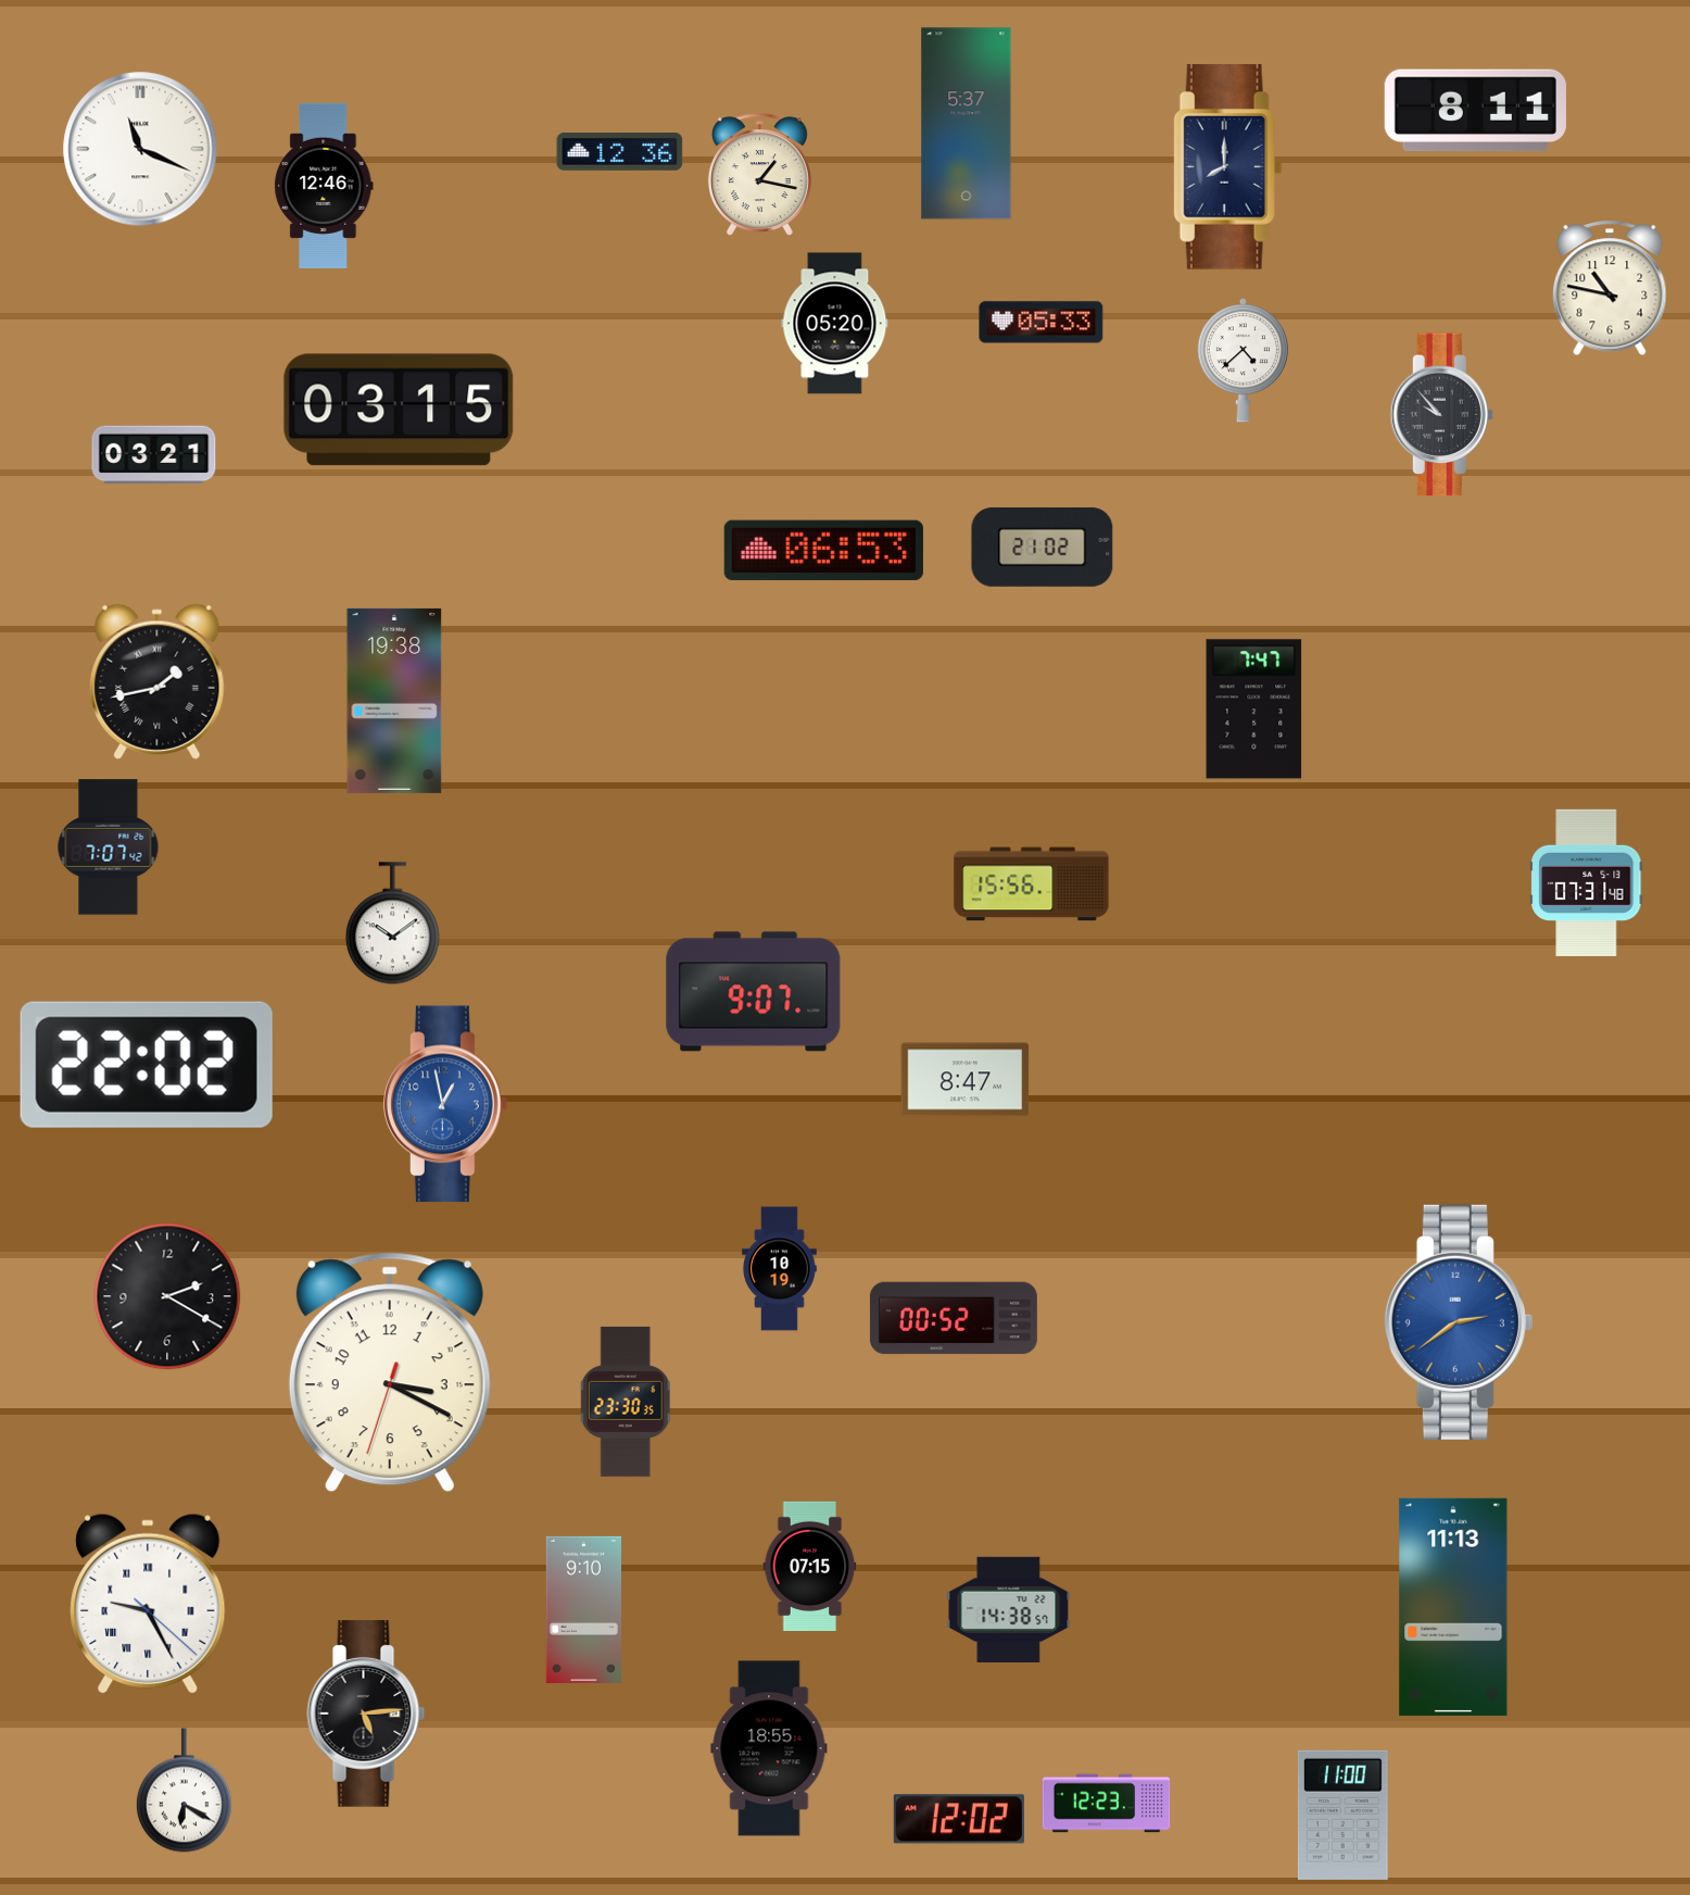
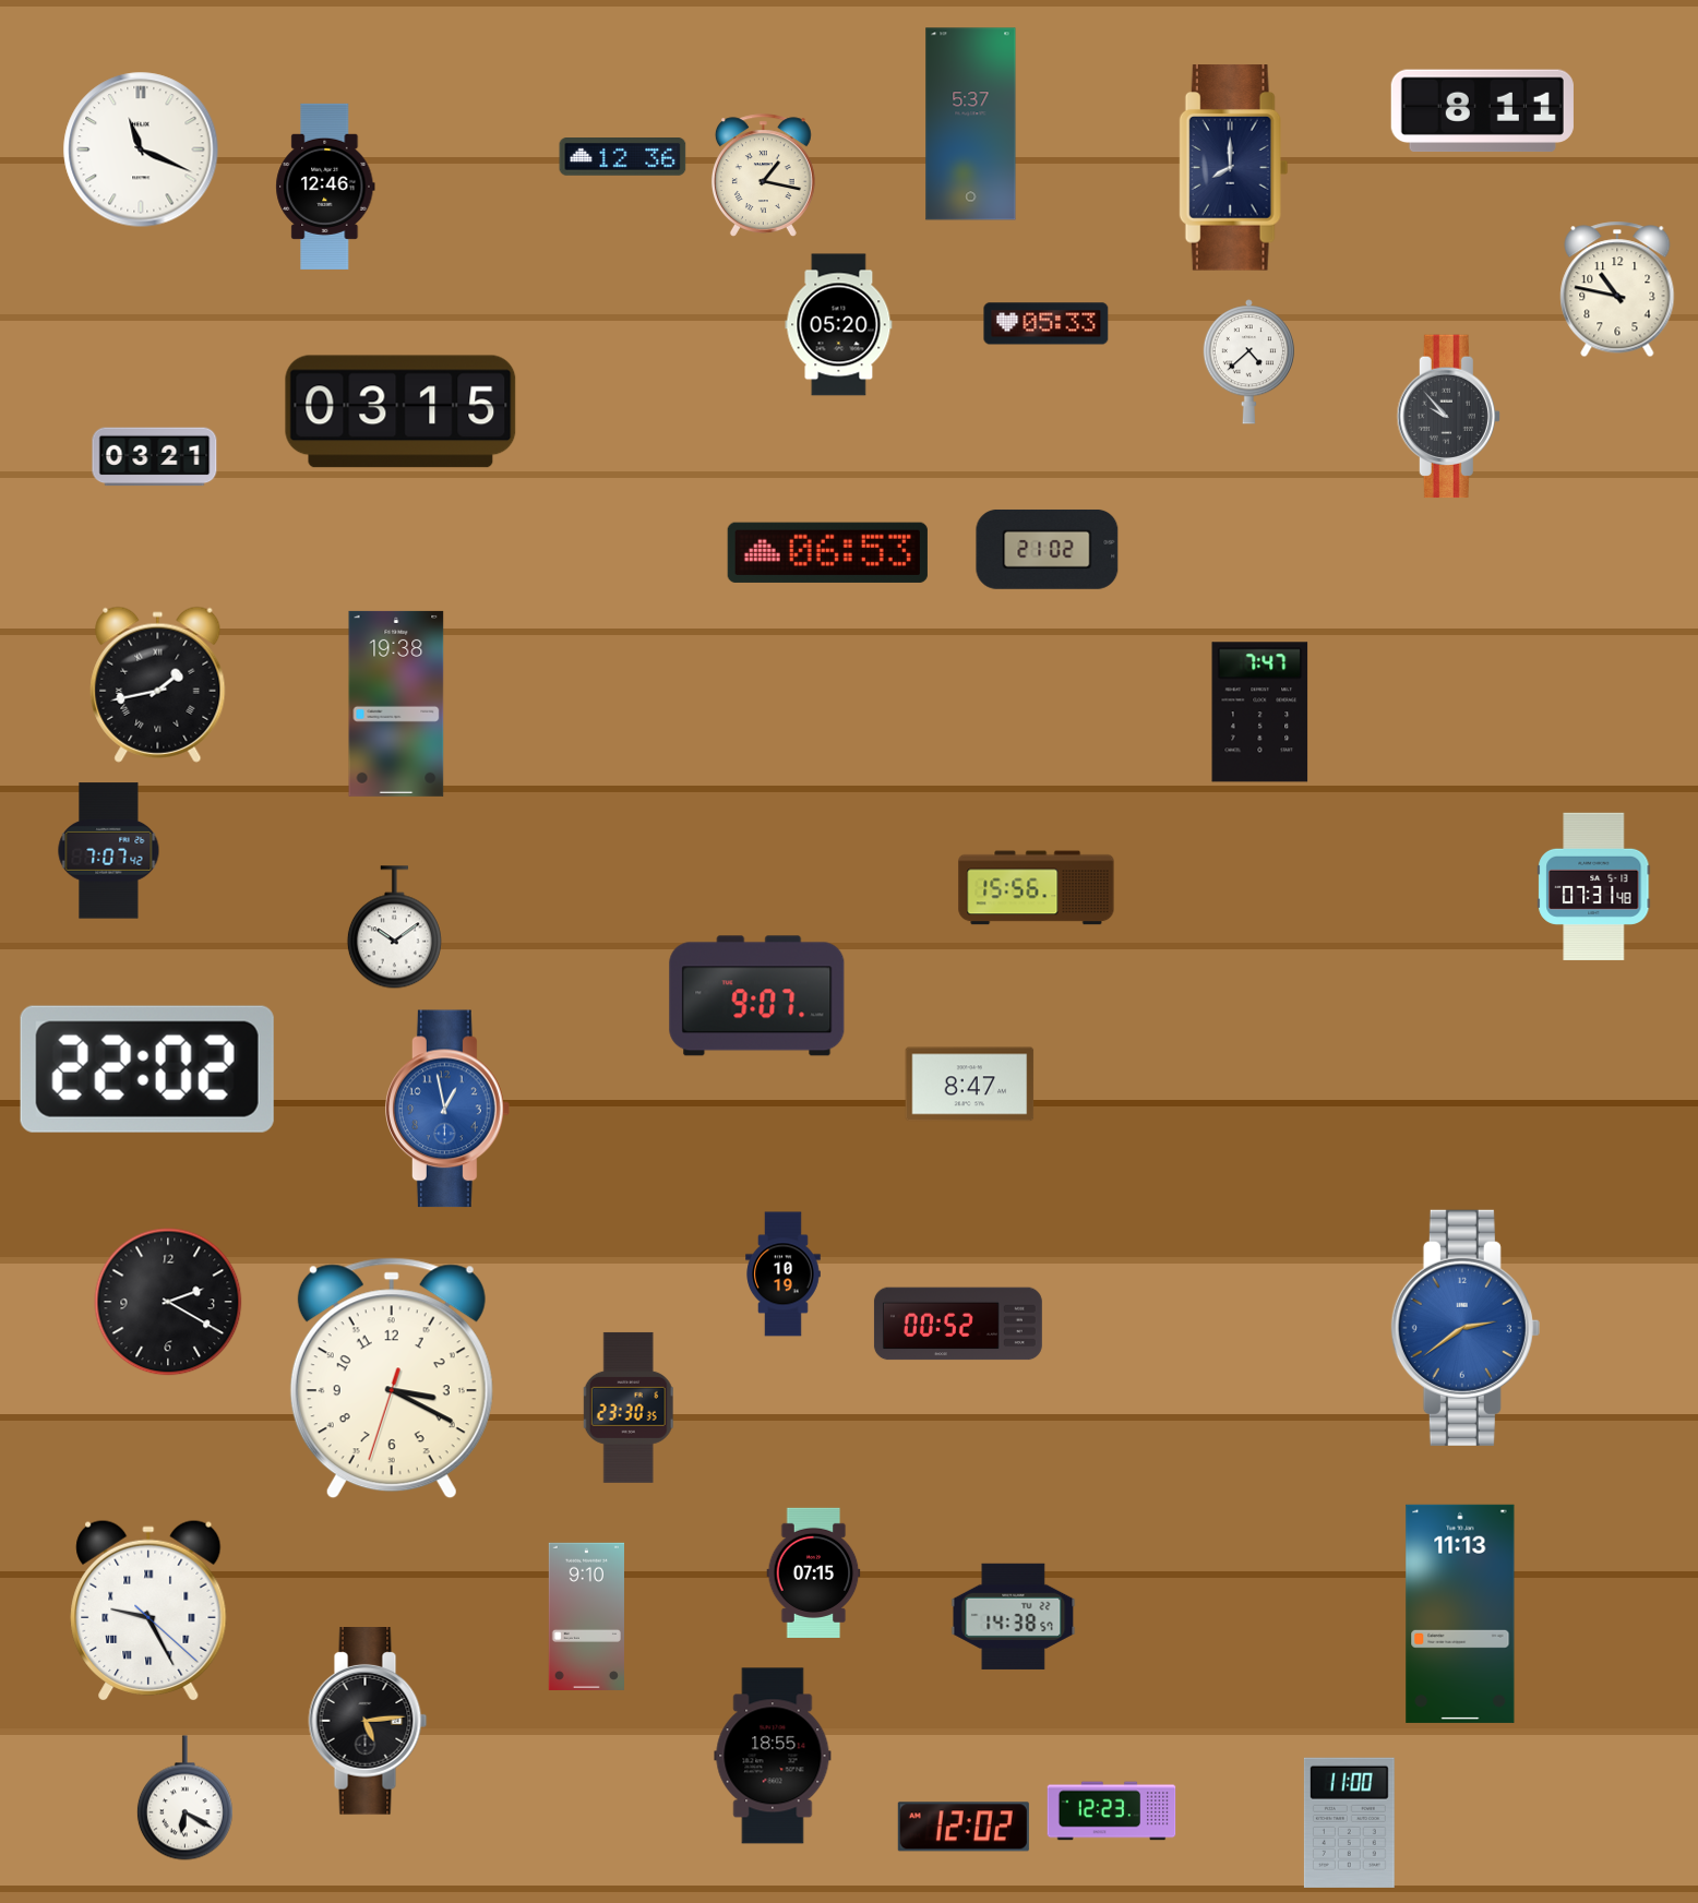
clock at (620, 152) position: (620, 152) -> (623, 157)
